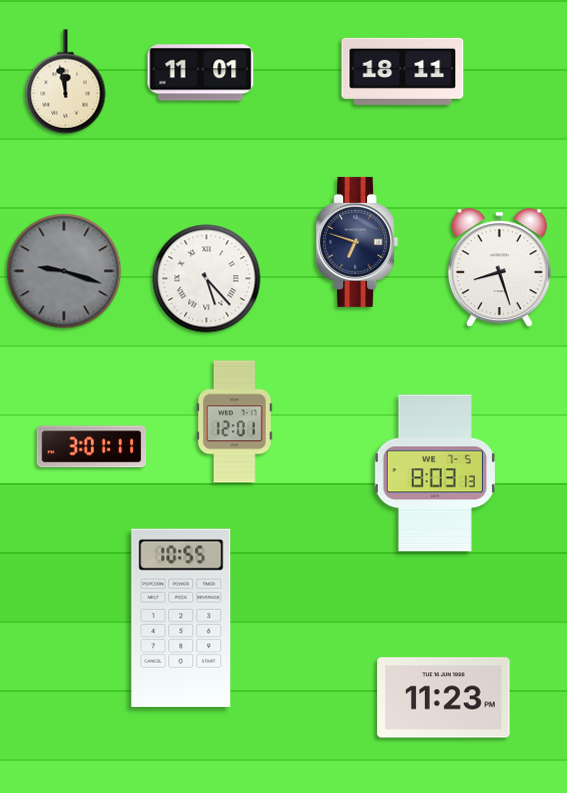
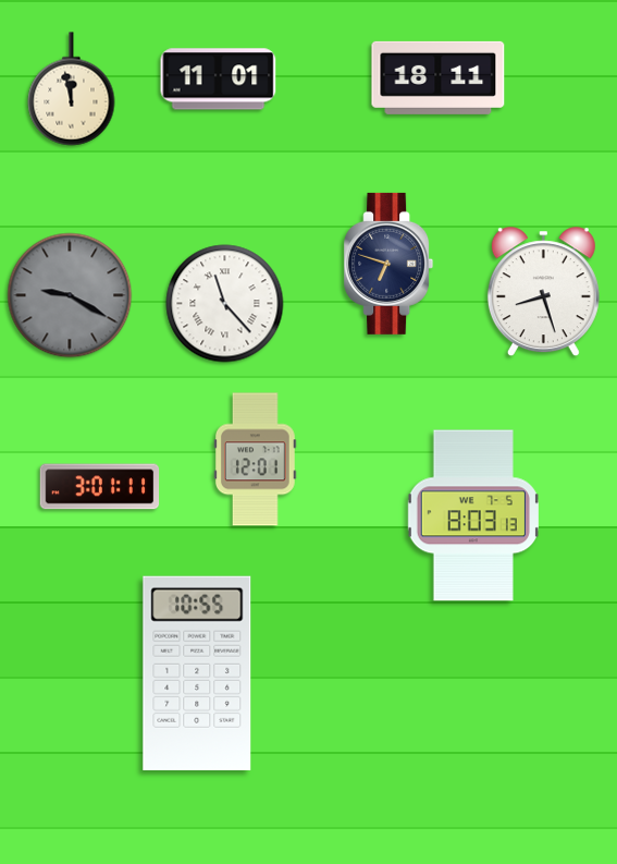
clock at (64, 271): 9:18 -> 9:20
clock at (207, 279): 5:23 -> 11:23
clock at (444, 698): 11:23 -> none
